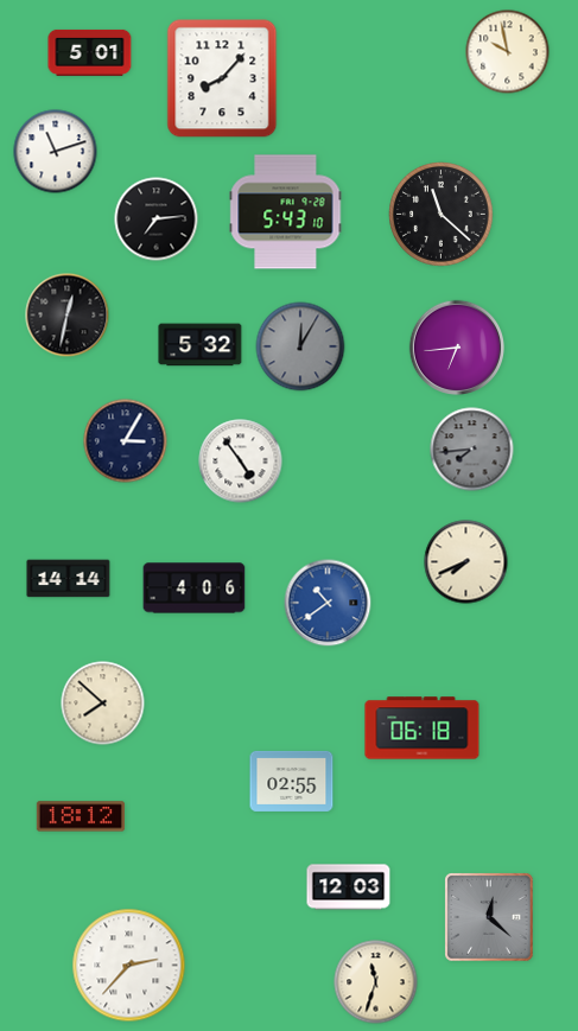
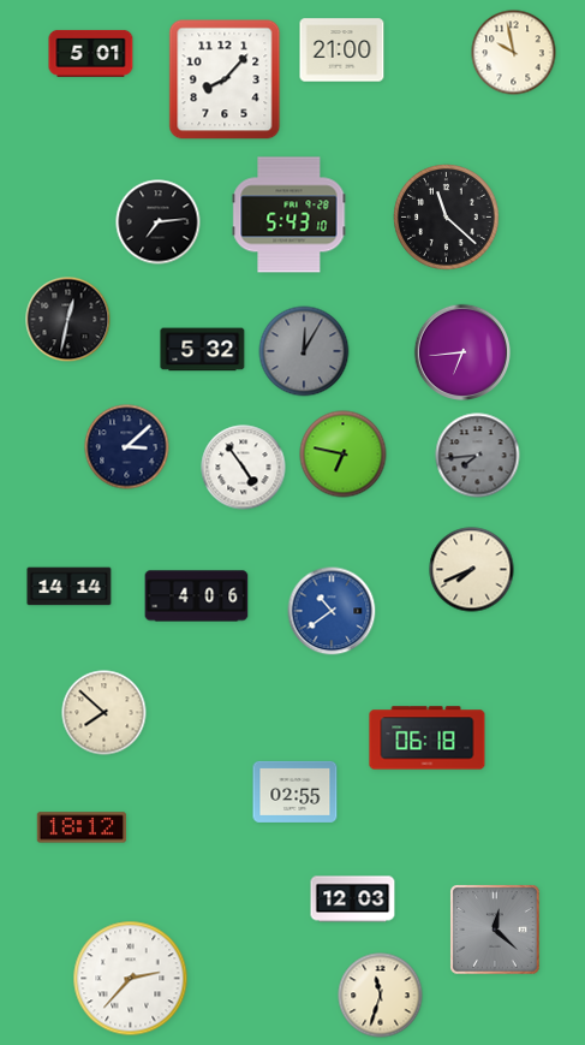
clock at (342, 51): none -> 21:00
clock at (56, 152): 11:12 -> none
clock at (126, 441): 3:05 -> 3:08
clock at (344, 455): none -> 6:47
